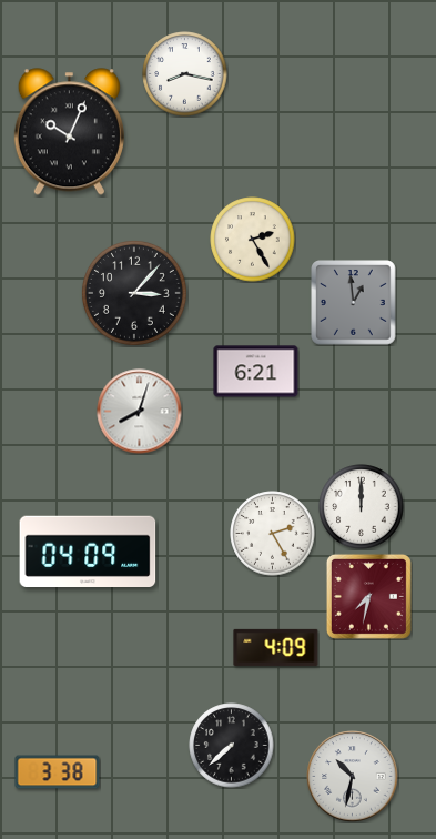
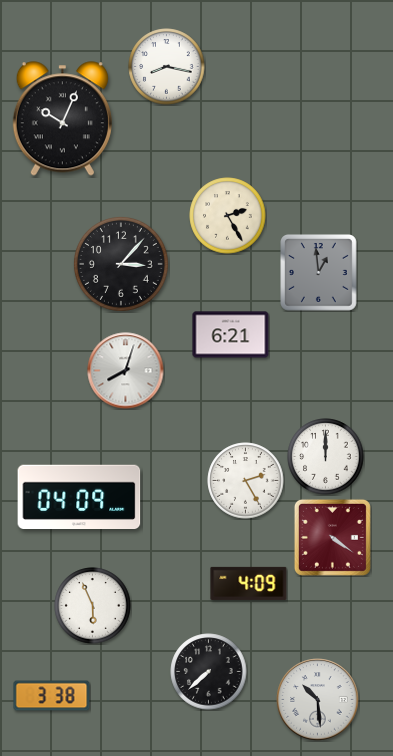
clock at (368, 596): 7:32 -> 4:21
clock at (93, 606): none -> 5:56
clock at (353, 777): 10:32 -> 10:29
